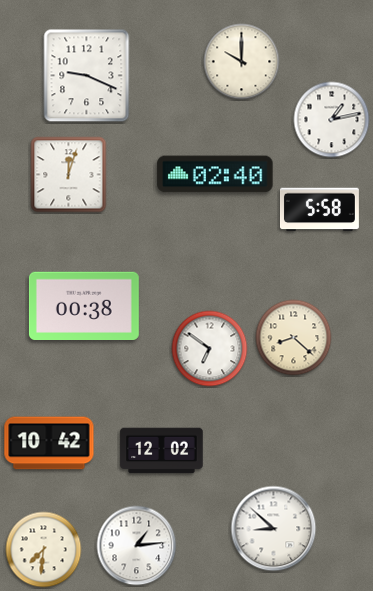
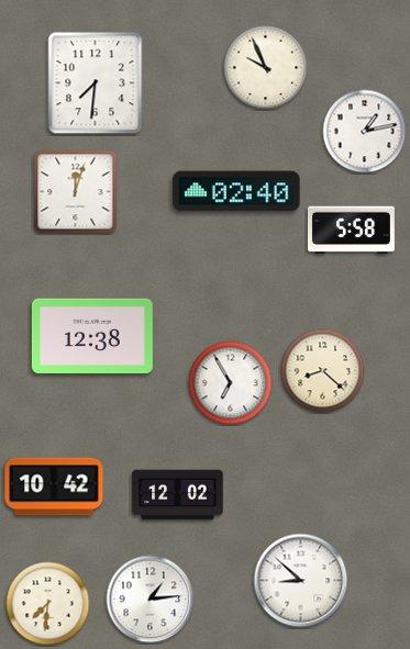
clock at (242, 62): 10:00 -> 9:56
clock at (87, 76): 9:19 -> 7:31
clock at (84, 305): 00:38 -> 12:38
clock at (210, 349): 6:51 -> 6:55
